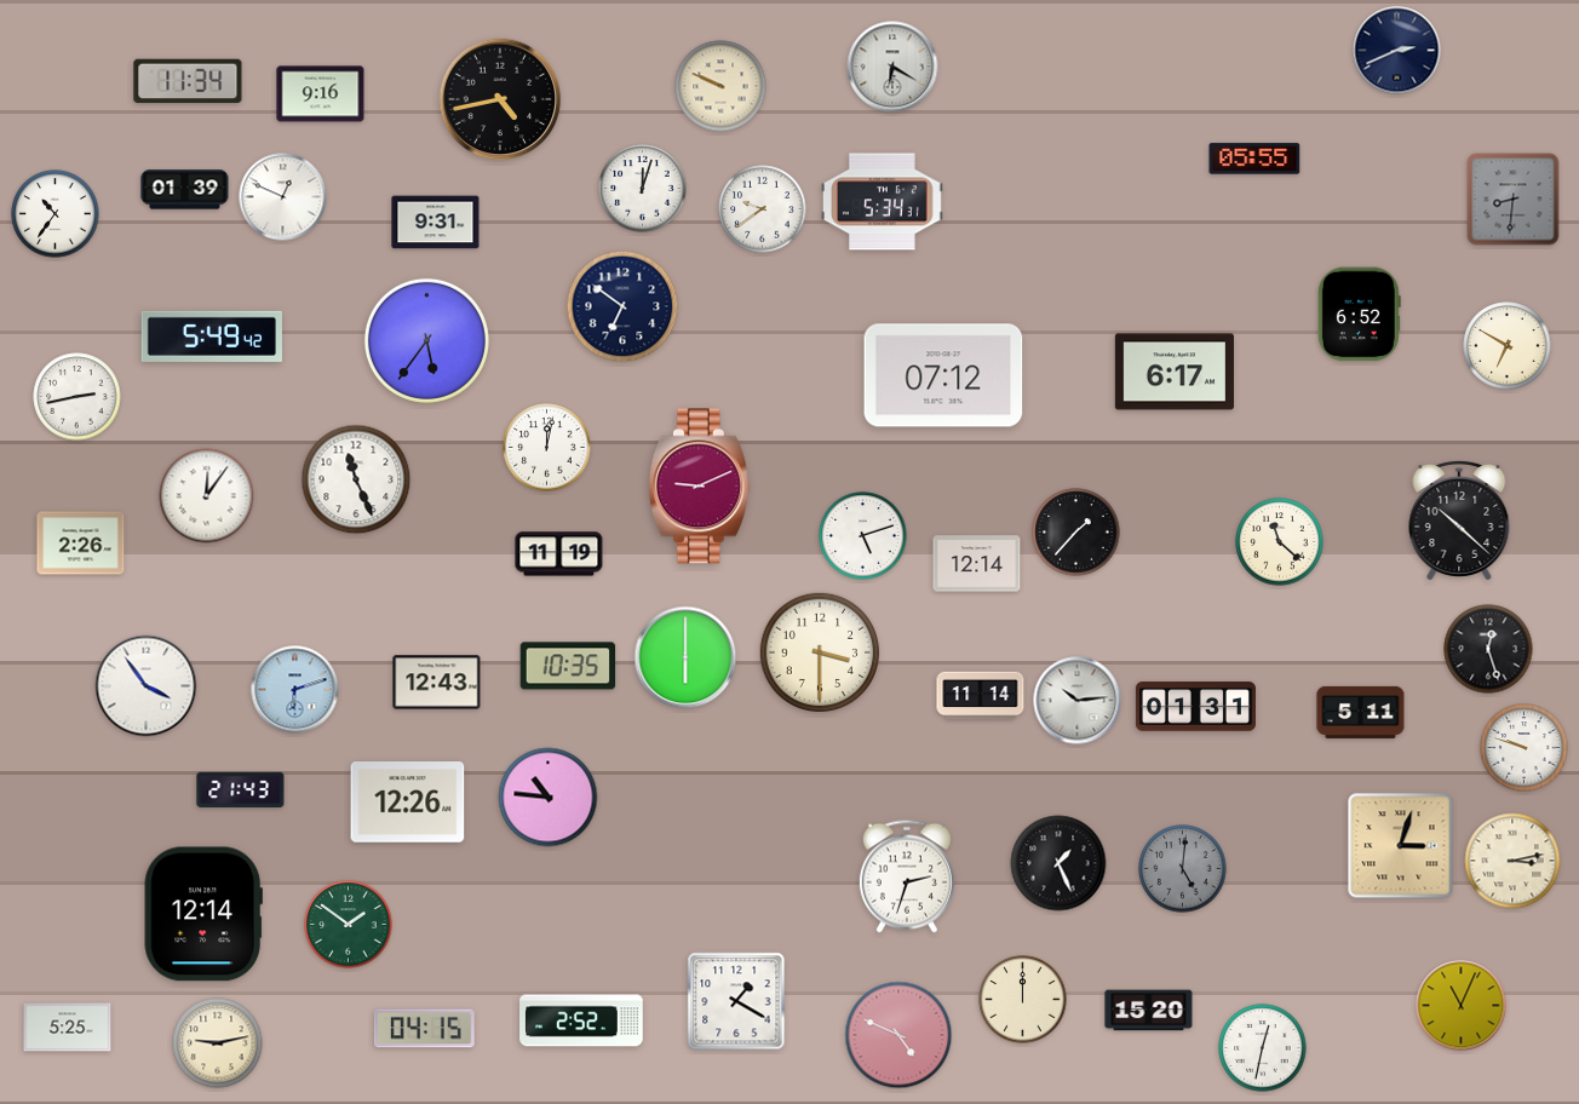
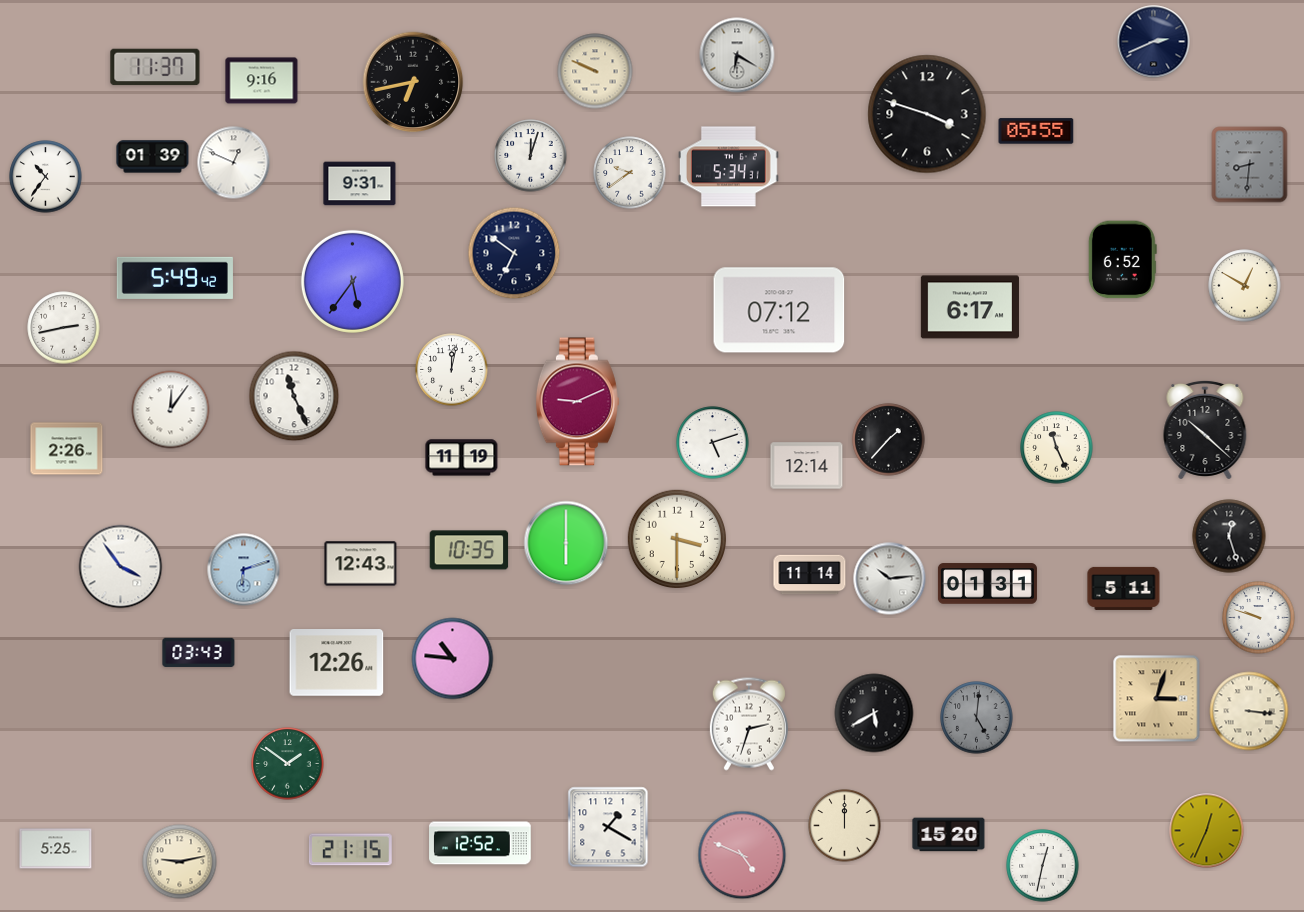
clock at (188, 81): 11:34 -> 11:37
clock at (321, 94) position: (321, 94) -> (262, 81)
clock at (500, 99): 4:43 -> 6:43
clock at (927, 114): none -> 3:48
clock at (1508, 346): 6:50 -> 12:50
clock at (1280, 542): 11:22 -> 11:26
clock at (241, 789): 21:43 -> 03:43
clock at (1512, 861): 3:13 -> 3:16
clock at (1058, 863): 1:26 -> 5:40
clock at (203, 914): 12:14 -> none
clock at (1462, 1006): 11:04 -> 12:34
clock at (581, 1020): 2:52 -> 12:52
clock at (424, 1029): 04:15 -> 21:15
